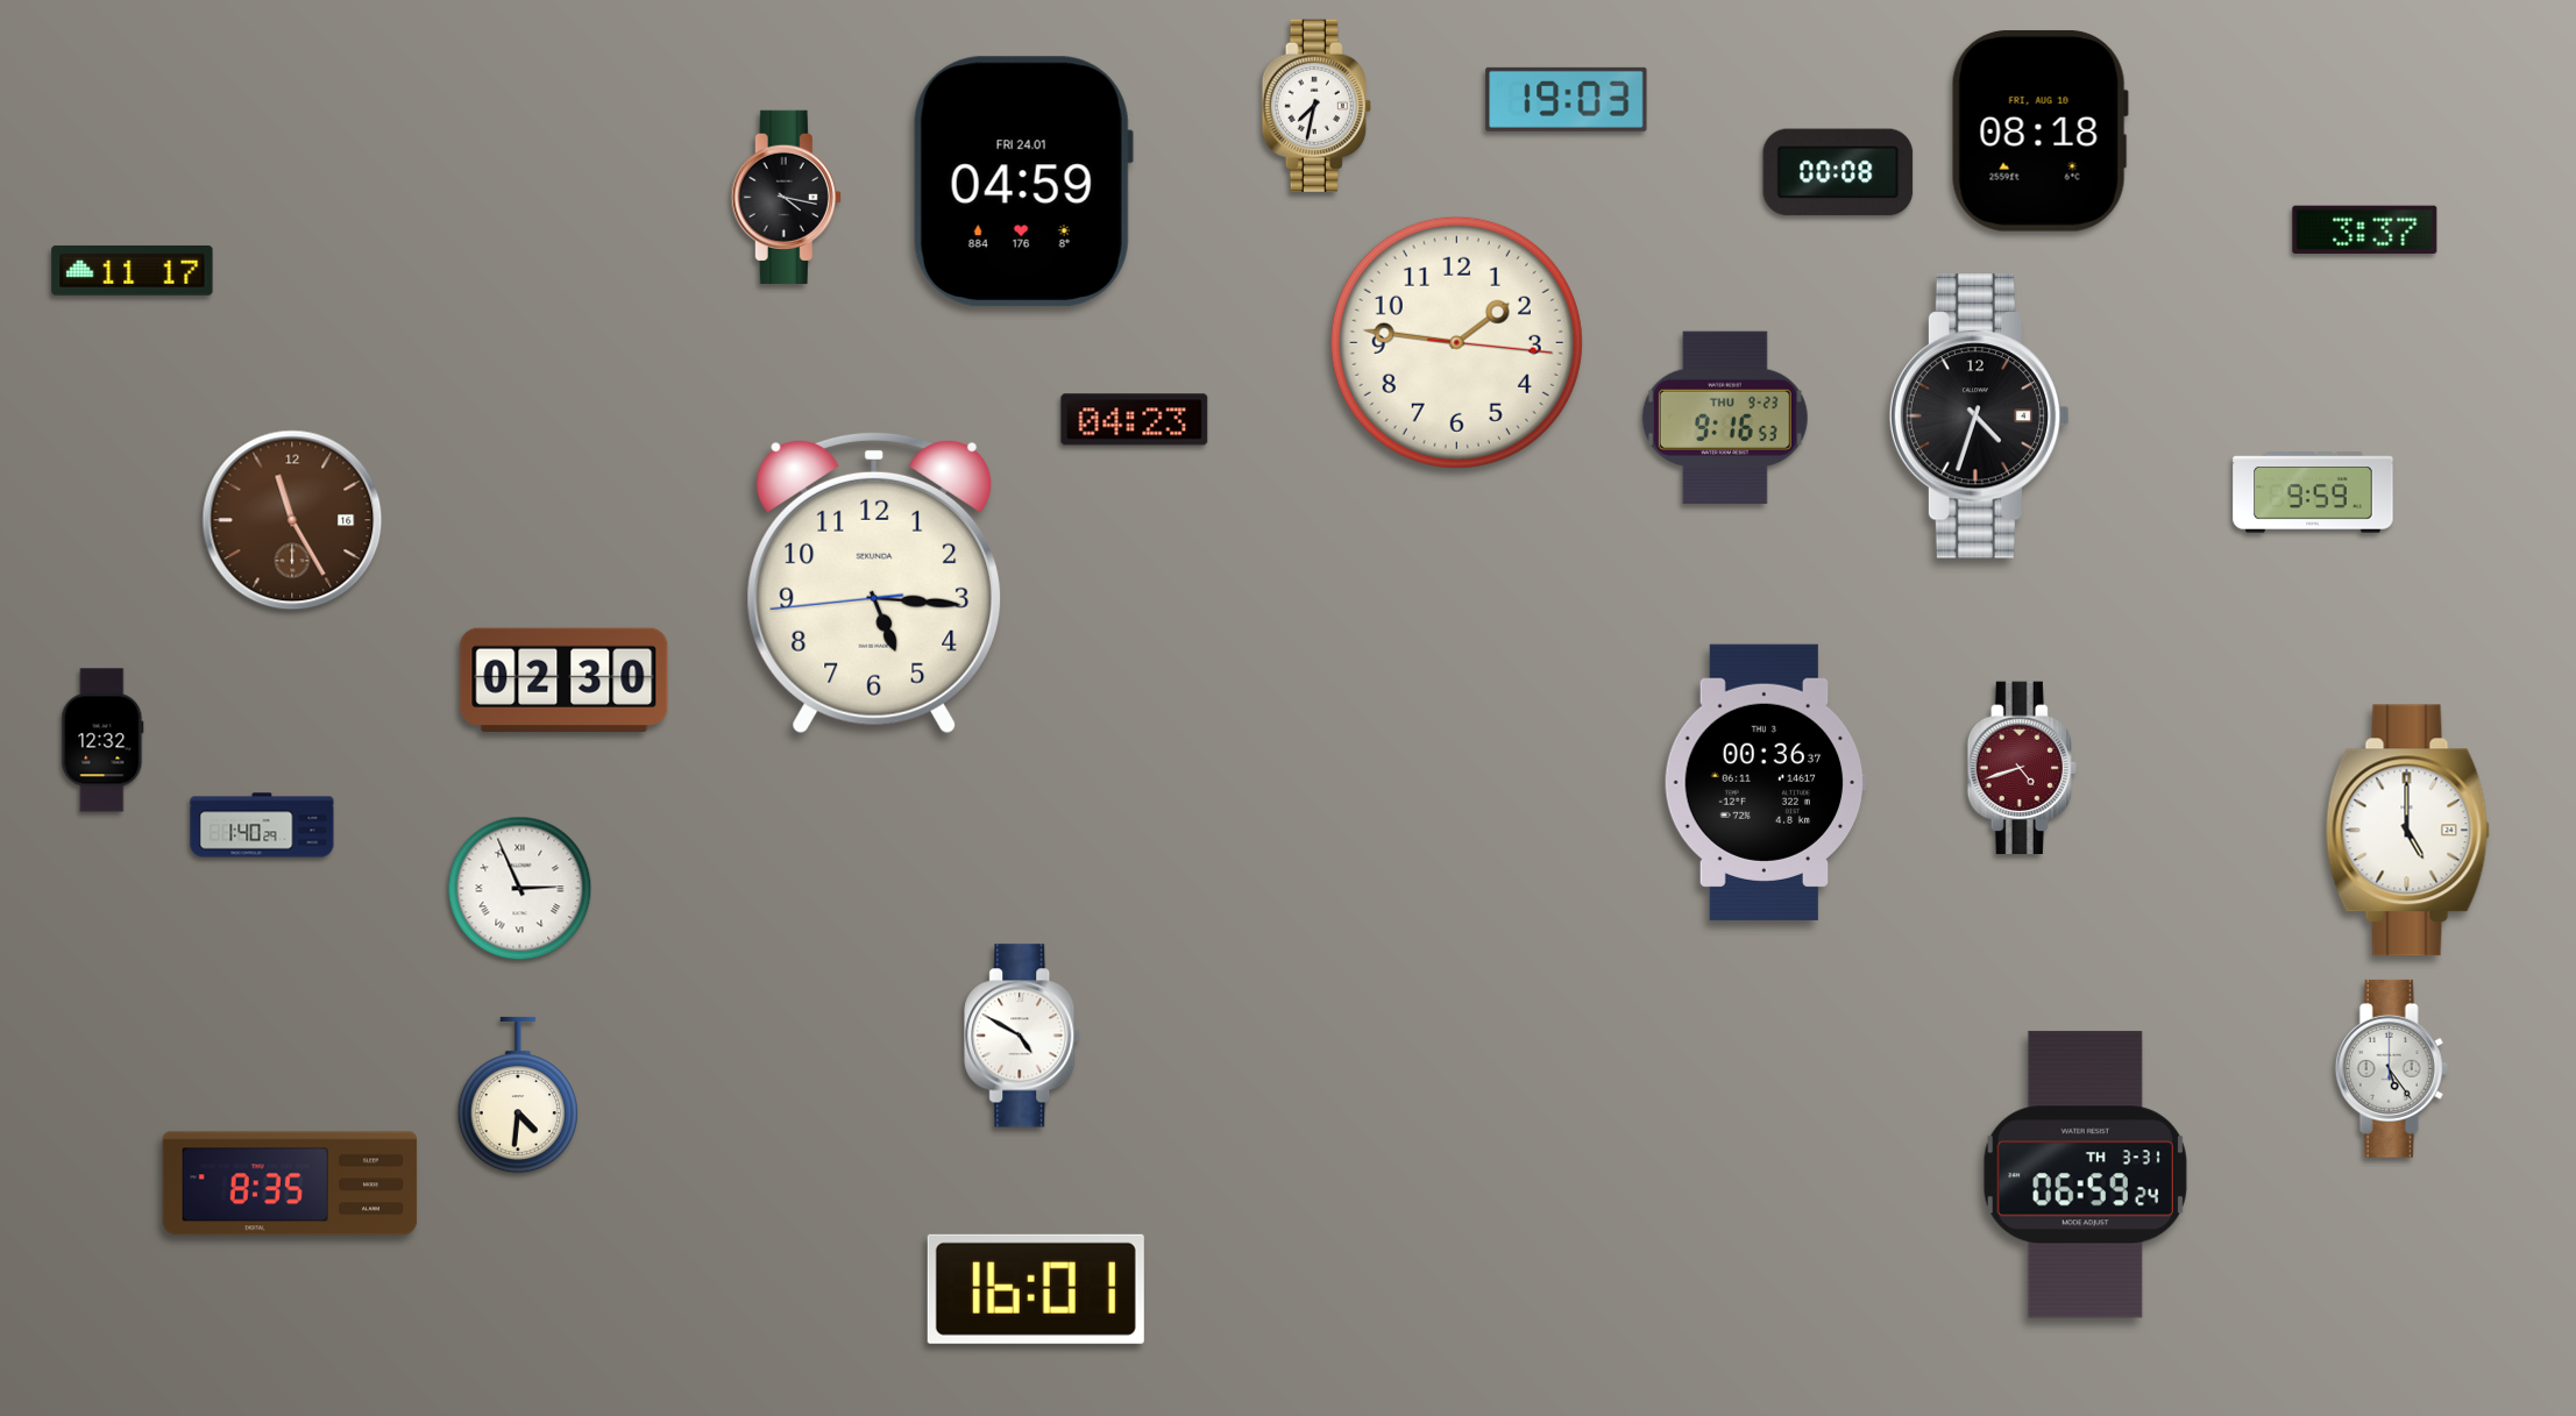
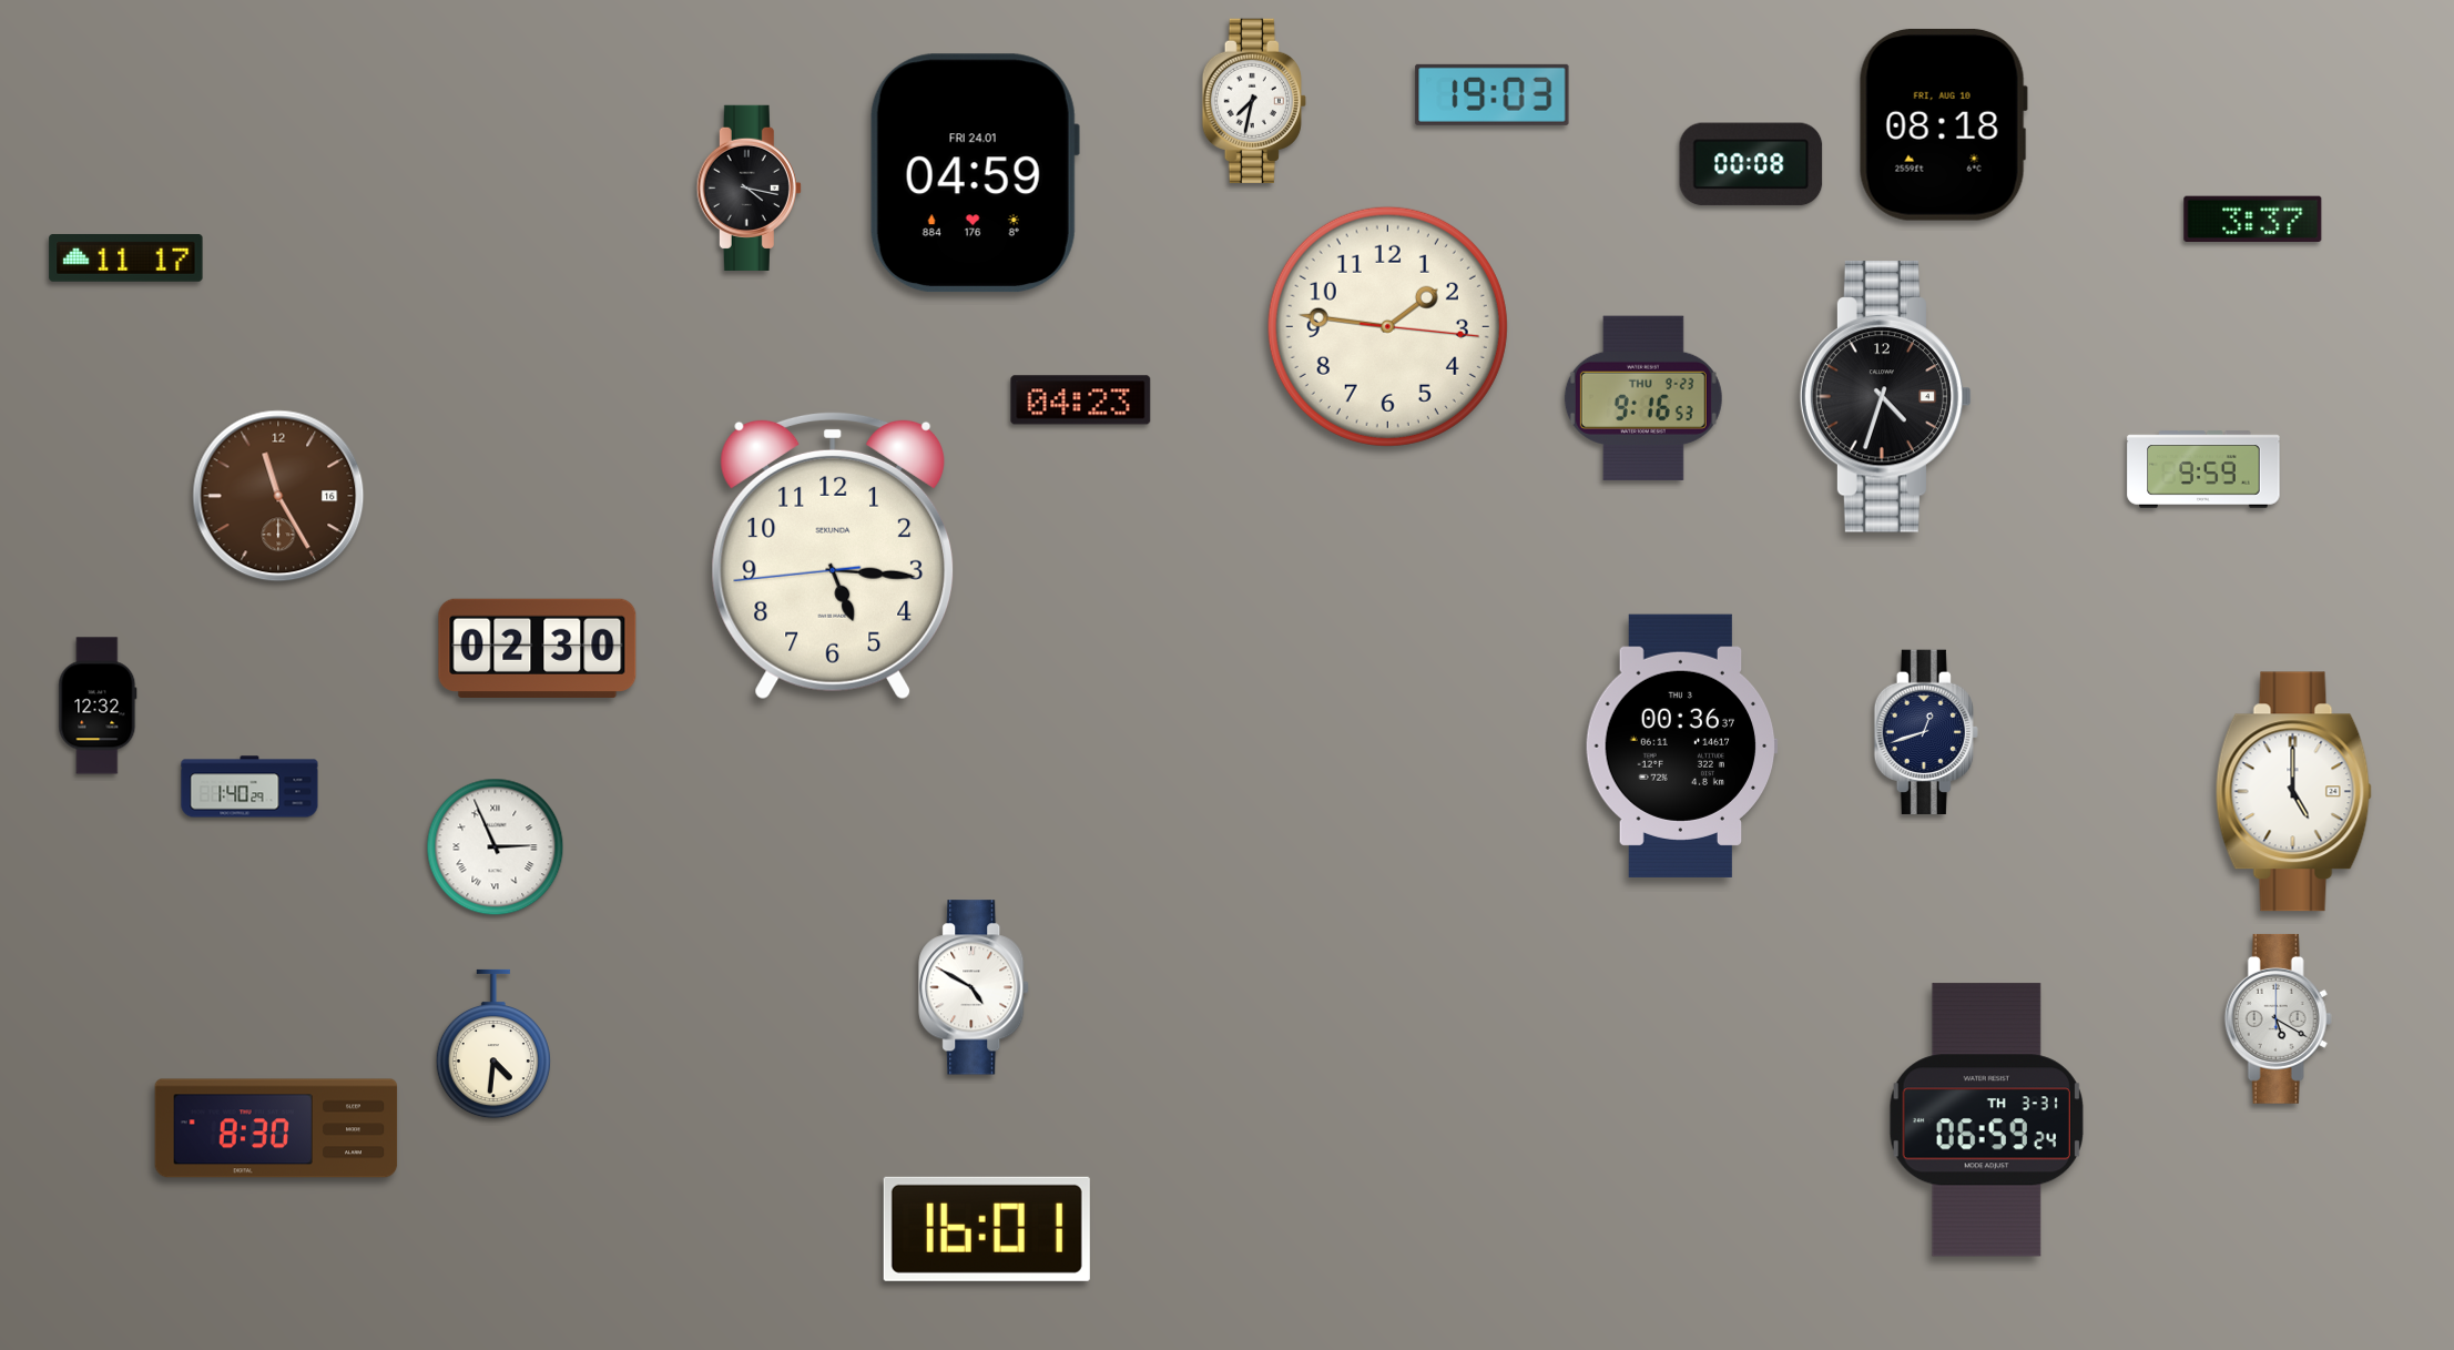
clock at (2022, 767): 4:42 -> 12:42
clock at (2022, 767) dial: burgundy -> navy
clock at (2391, 1068): 5:24 -> 5:20
clock at (290, 1183): 8:35 -> 8:30
